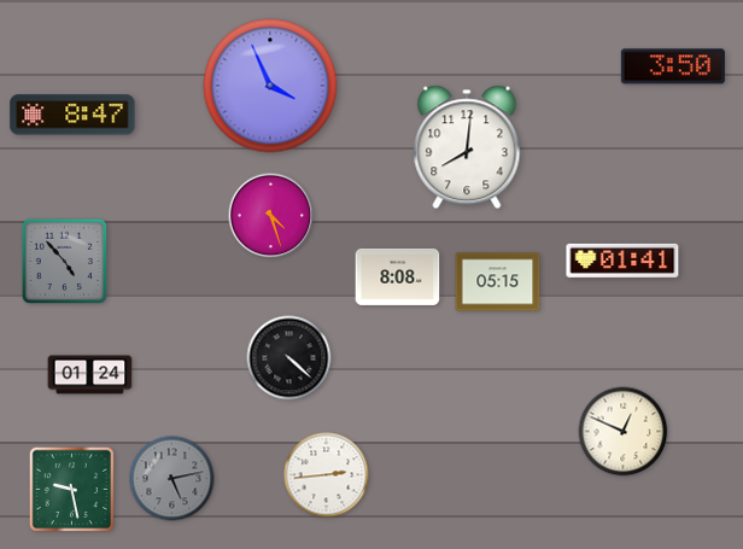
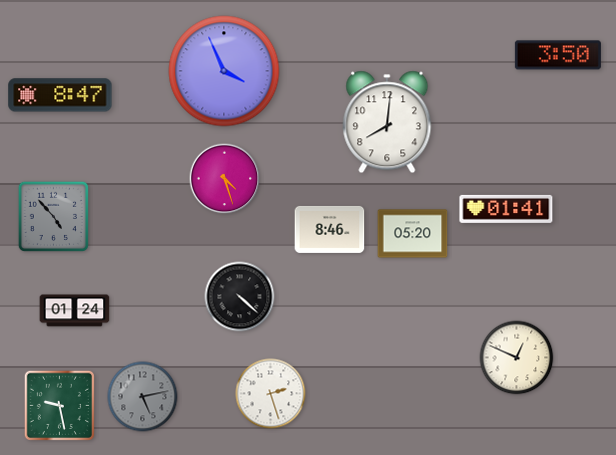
clock at (622, 261) position: (622, 261) -> (506, 209)
clock at (398, 276): 8:08 -> 8:46
clock at (498, 282): 05:15 -> 05:20
clock at (327, 475): 2:44 -> 2:27
